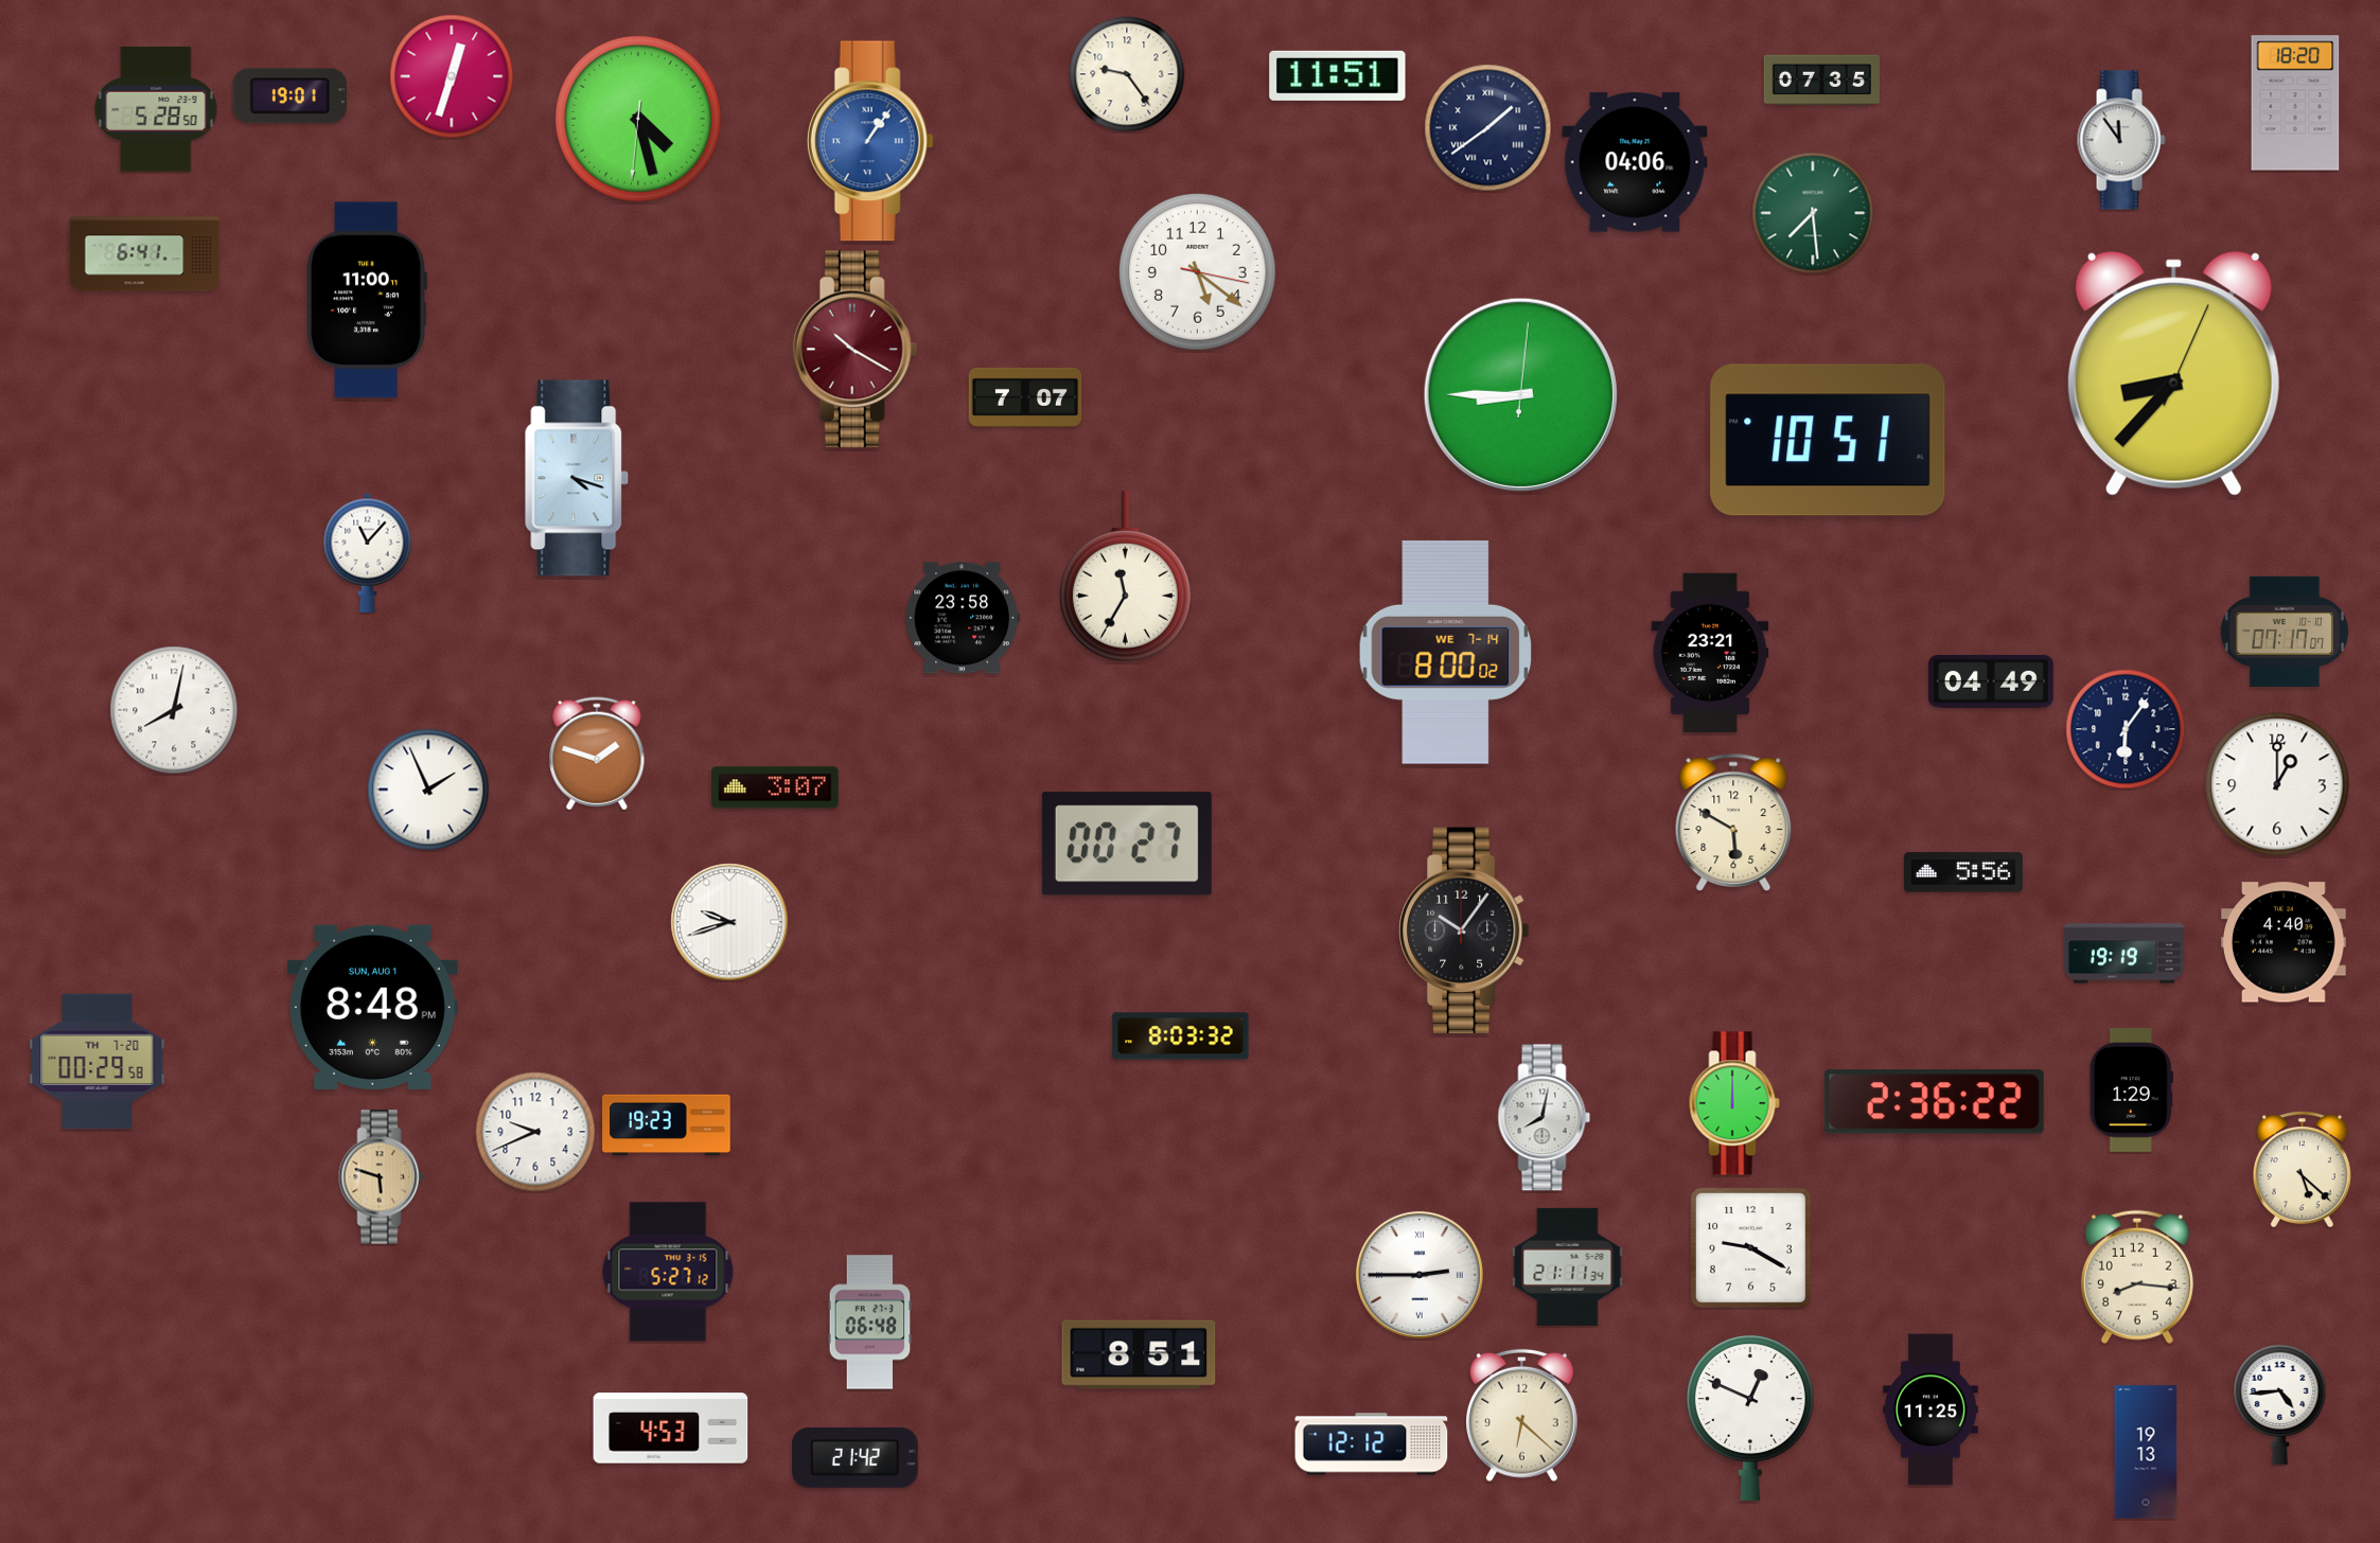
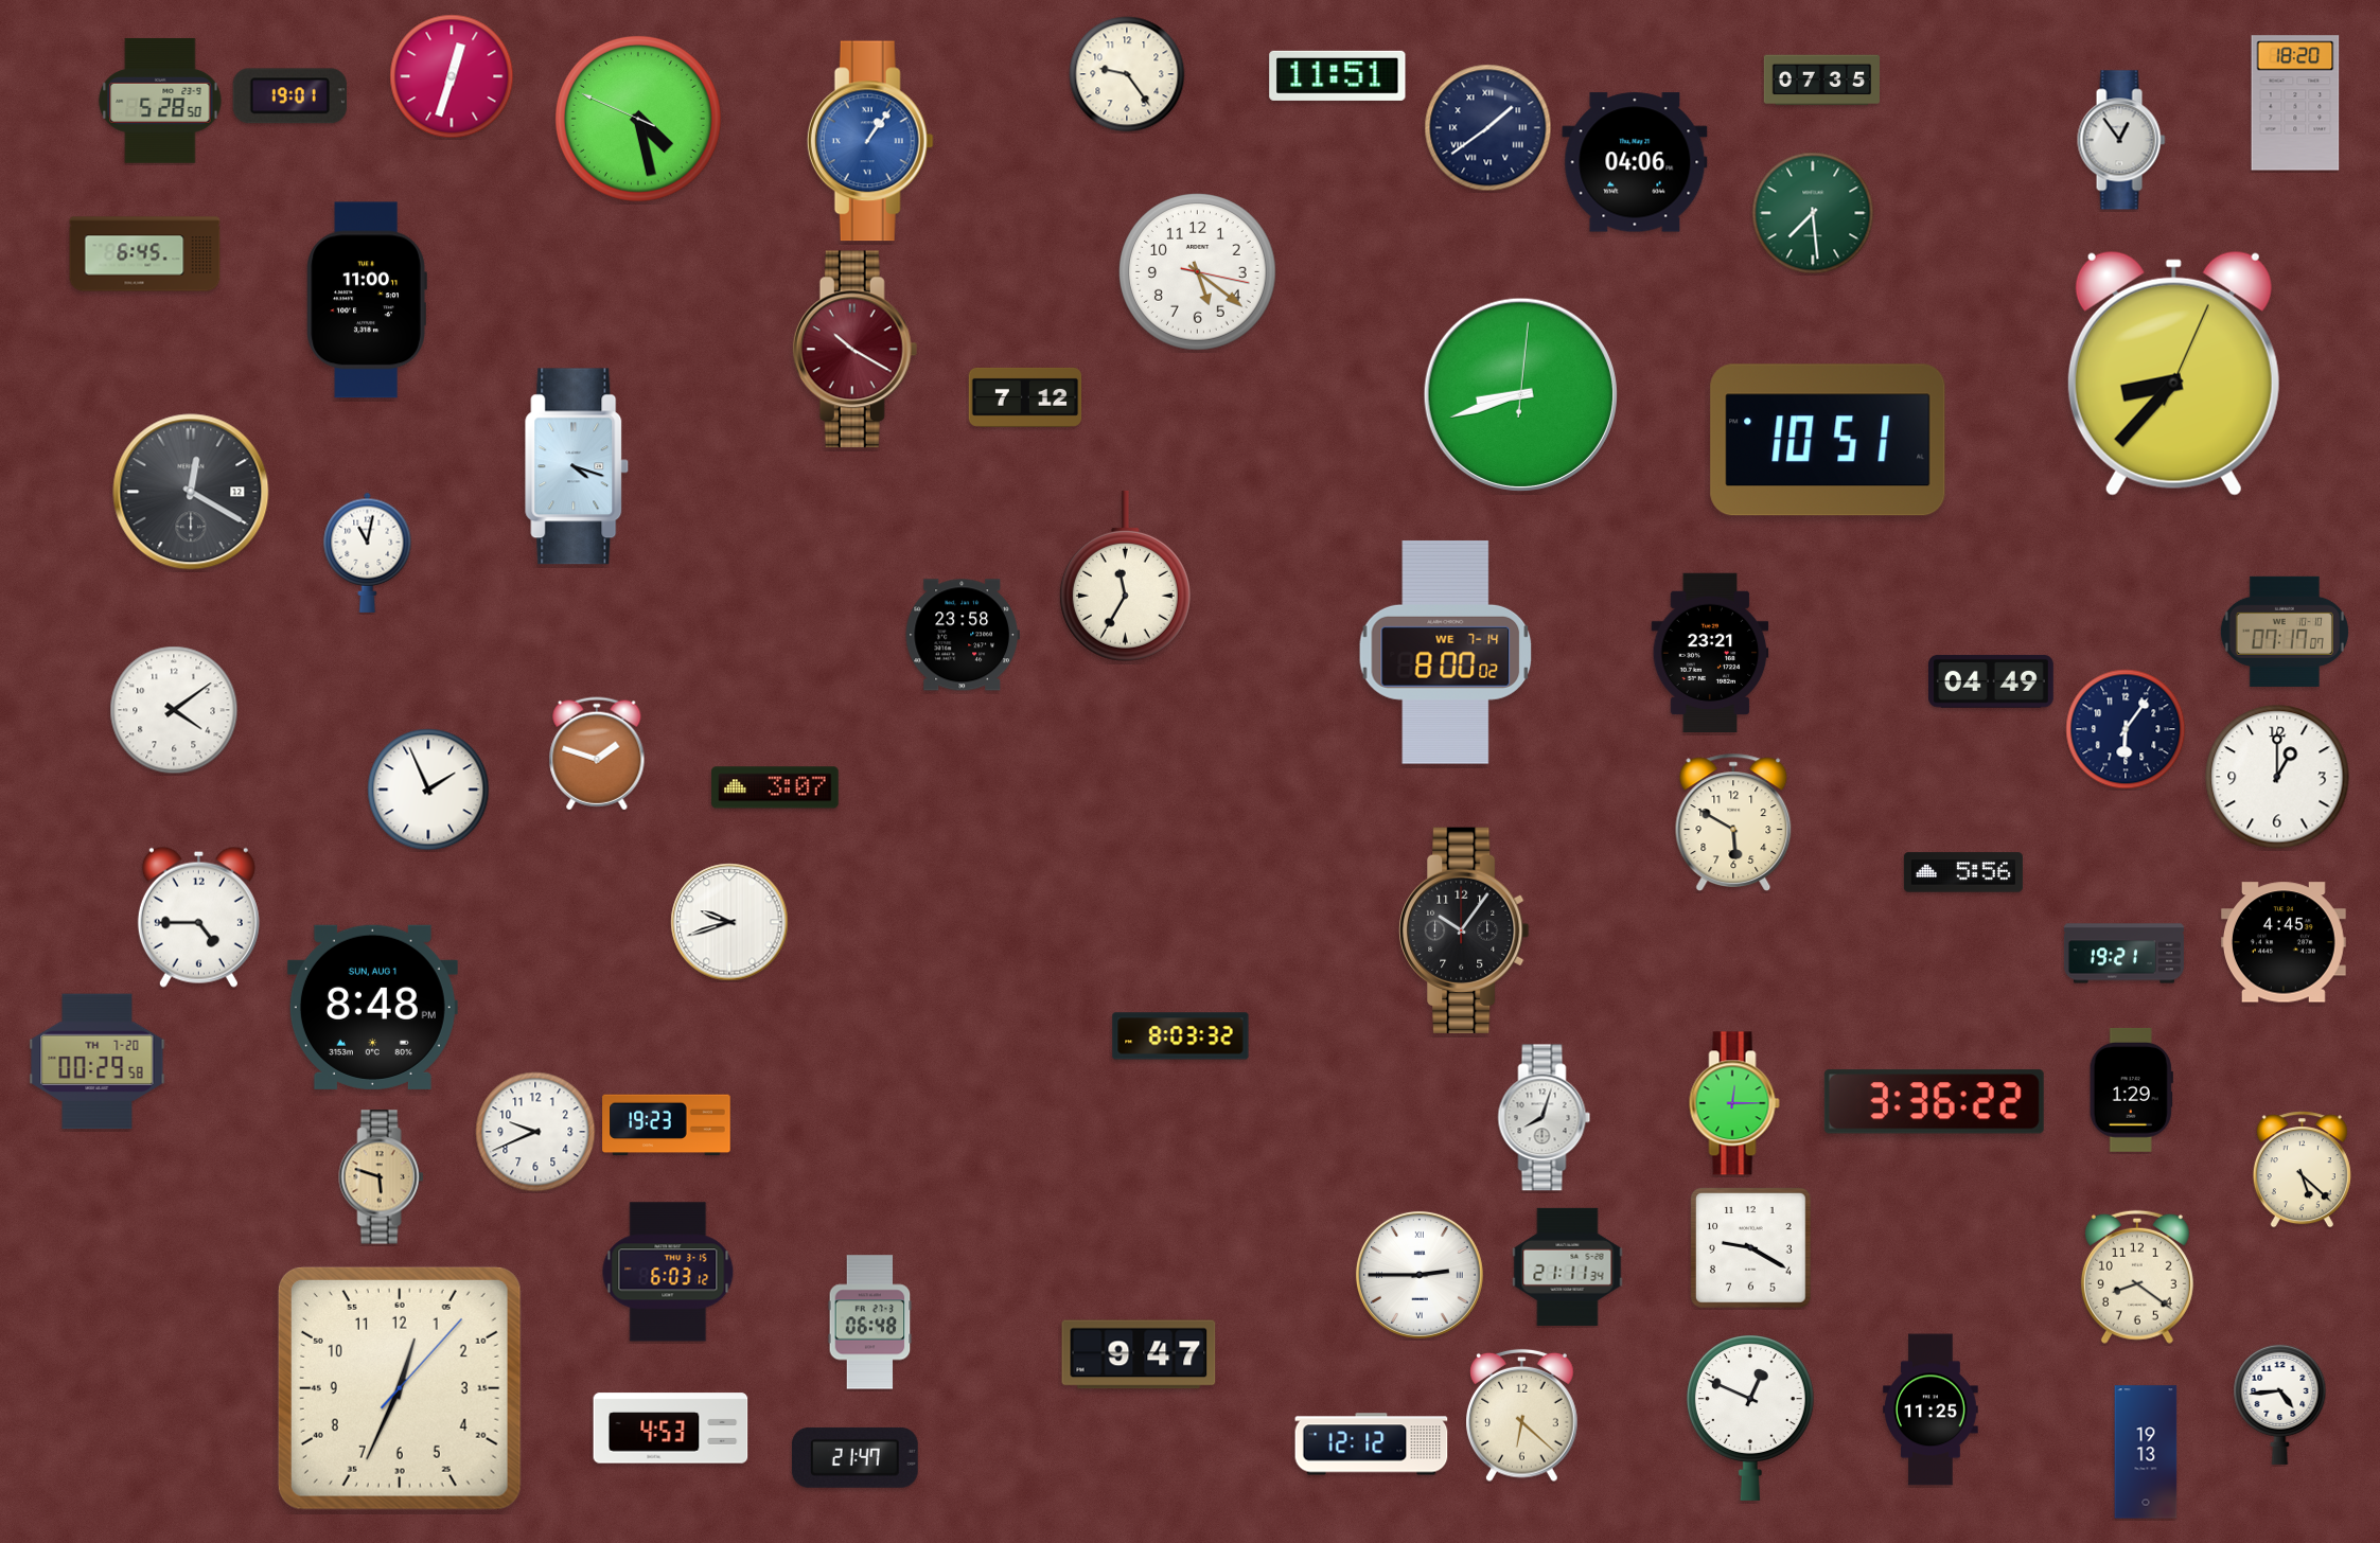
clock at (156, 109) position: (156, 109) -> (160, 101)
clock at (638, 119): 4:27:31 -> 4:27:49
clock at (2121, 140): 11:54 -> 12:54
clock at (145, 254): 6:41 -> 6:45
clock at (1520, 394): 8:45 -> 8:42
clock at (1025, 397): 7:07 -> 7:12
clock at (577, 478) position: (577, 478) -> (577, 466)
clock at (191, 492): none -> 12:20
clock at (368, 552): 11:07 -> 11:02
clock at (963, 618) position: (963, 618) -> (963, 635)
clock at (174, 710): 8:02 -> 4:09
clock at (2277, 784) position: (2277, 784) -> (2277, 777)
clock at (1127, 844): 00:27 -> none
clock at (198, 917): none -> 4:45
clock at (2284, 942): 4:40 -> 4:45
clock at (2123, 954): 19:19 -> 19:21
clock at (1934, 1102): 2:36 -> 3:36
clock at (1734, 1103): 12:00 -> 12:15
clock at (1545, 1118): 8:02 -> 8:03
clock at (668, 1272): 5:27 -> 6:03
clock at (2137, 1277): 8:16 -> 8:21
clock at (1139, 1354): 8:51 -> 9:47
clock at (400, 1388): none -> 12:34
clock at (854, 1457): 21:42 -> 21:47
